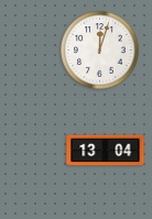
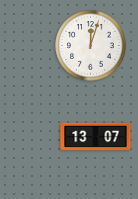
clock at (106, 151): 13:04 -> 13:07
